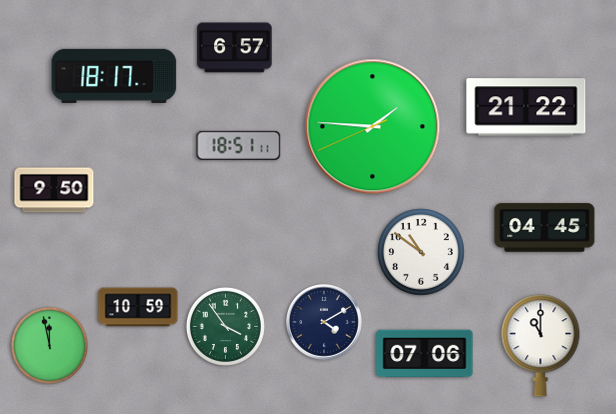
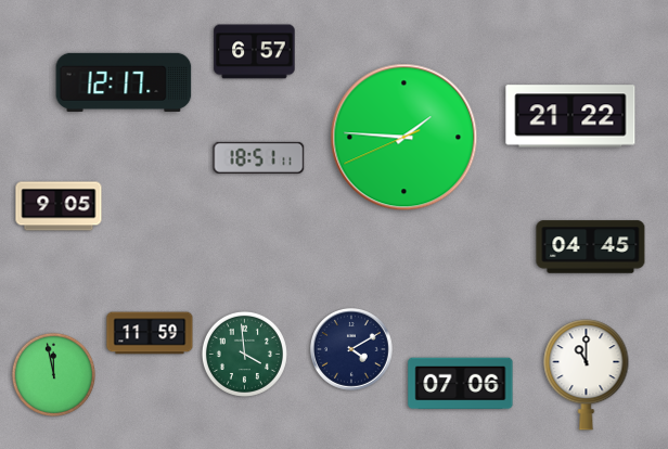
clock at (114, 76): 18:17 -> 12:17
clock at (54, 190): 9:50 -> 9:05
clock at (421, 252): 10:51 -> none
clock at (138, 307): 10:59 -> 11:59
clock at (225, 326): 3:54 -> 3:59
